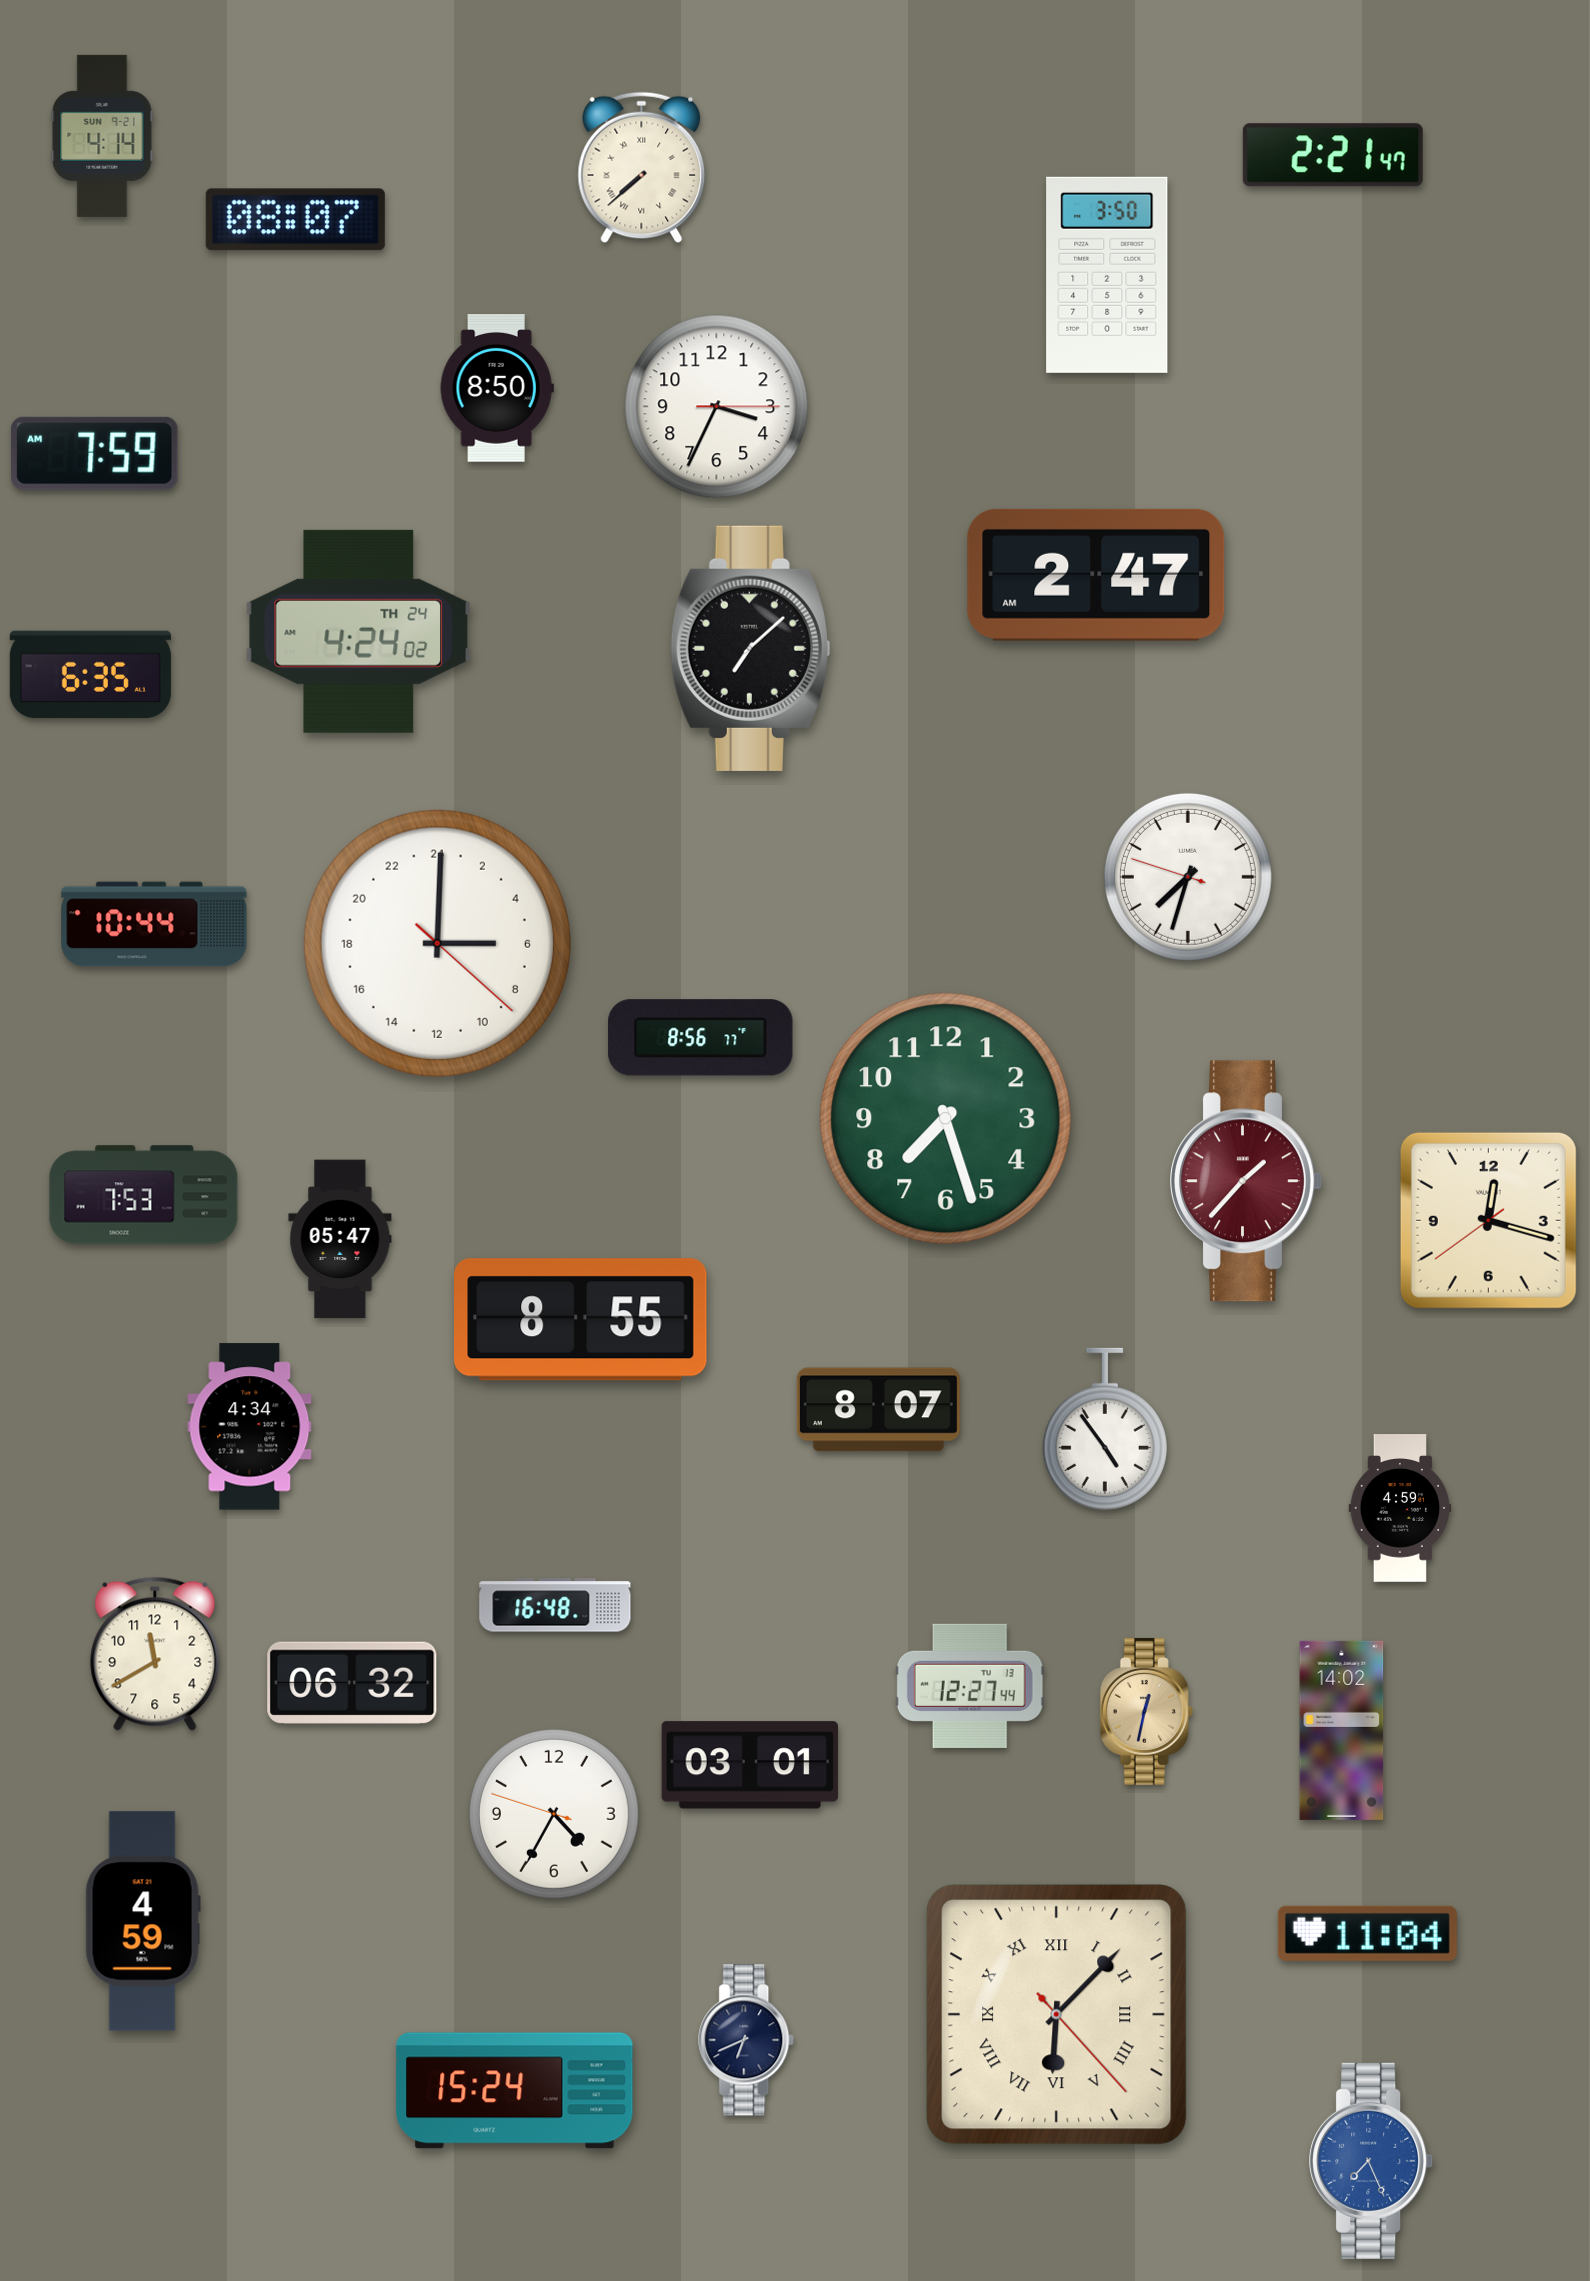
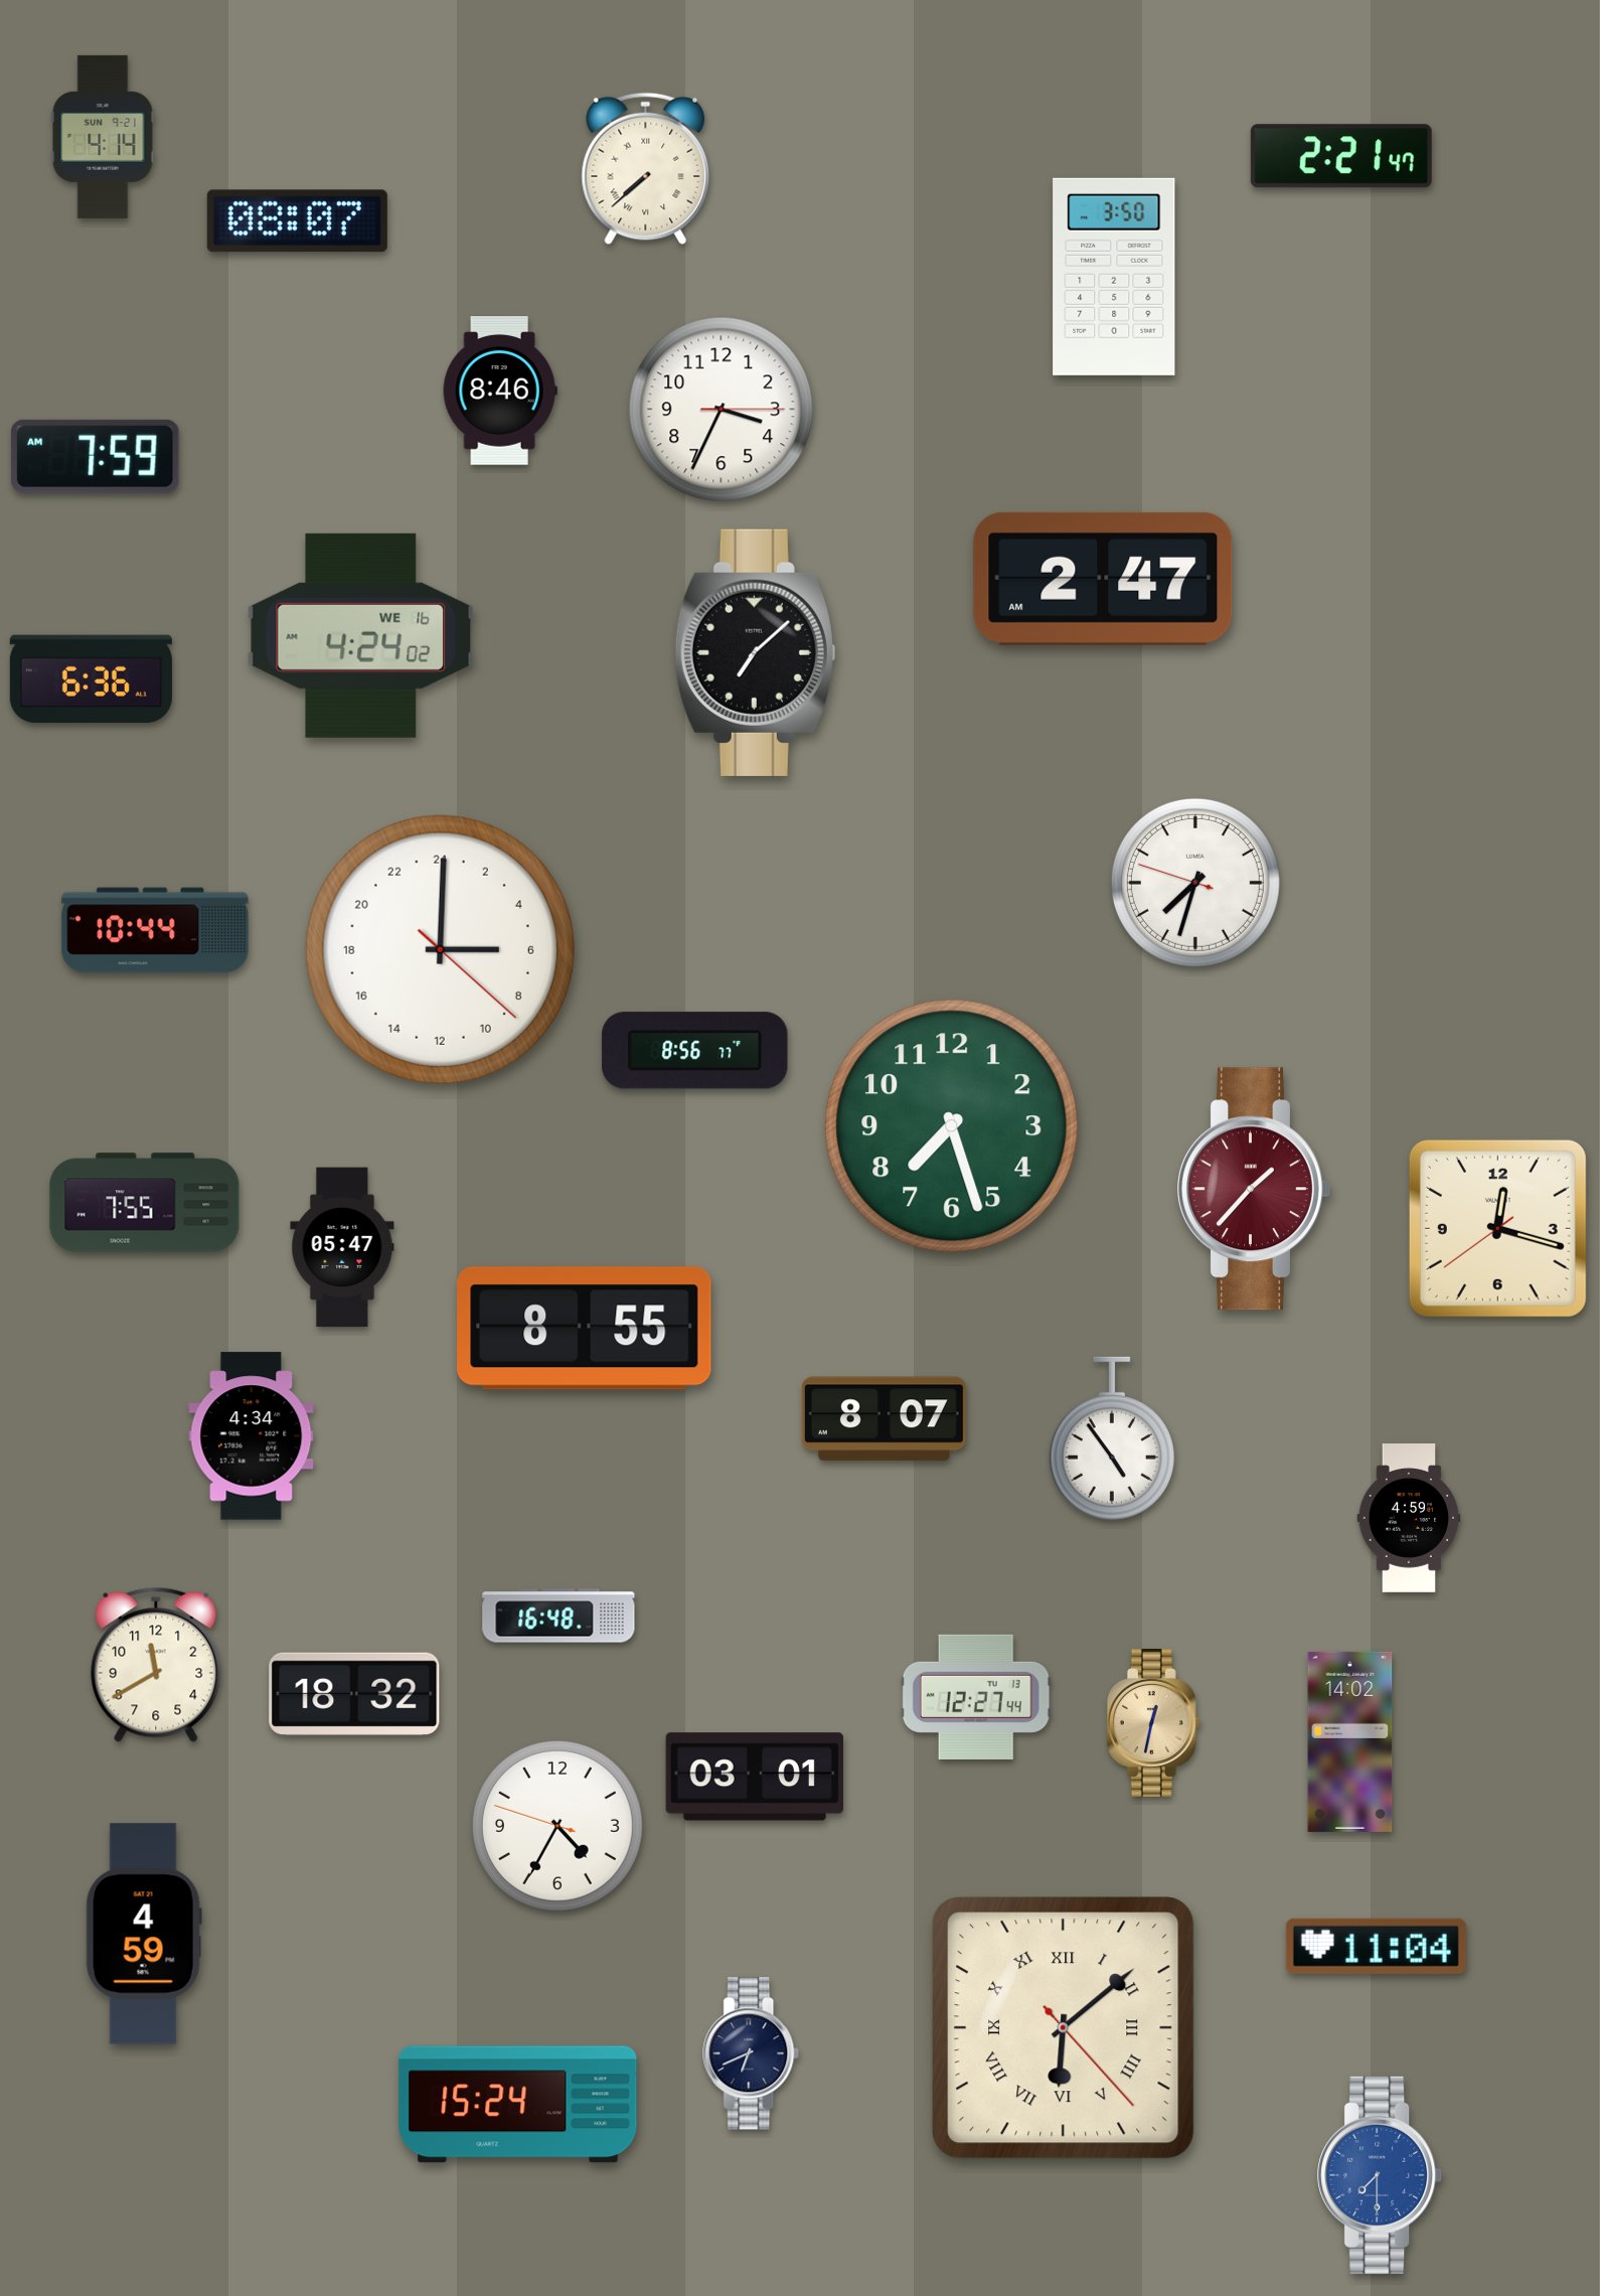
clock at (497, 389): 8:50 -> 8:46
clock at (359, 631) date: TH 24 -> WE 16
clock at (90, 675): 6:35 -> 6:36
clock at (701, 1038) position: (701, 1038) -> (695, 1051)
clock at (144, 1195): 7:53 -> 7:55
clock at (352, 1683): 06:32 -> 18:32
clock at (1057, 2015): 6:07 -> 6:08
clock at (1372, 2161): 7:26 -> 7:30
